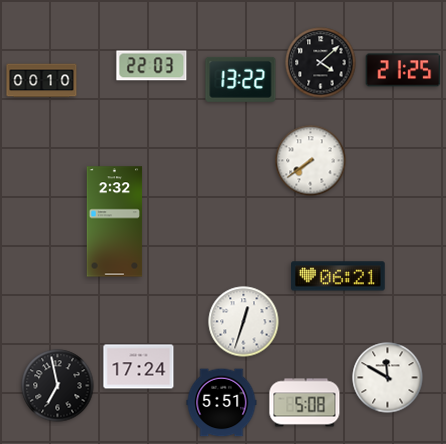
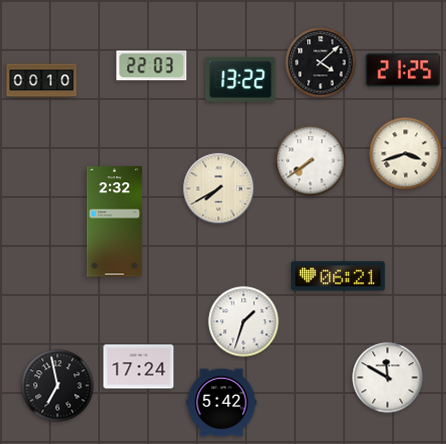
clock at (406, 154): none -> 3:42
clock at (219, 189): none -> 7:40
clock at (244, 322): 12:33 -> 1:33
clock at (222, 403): 5:51 -> 5:42
clock at (305, 403): 5:08 -> none
